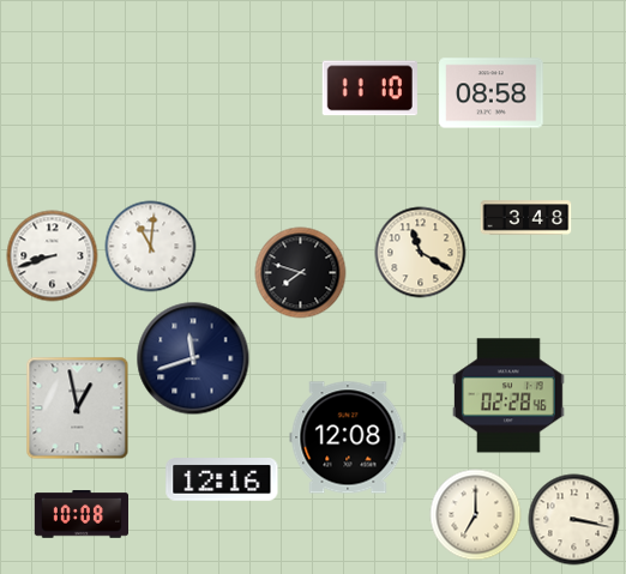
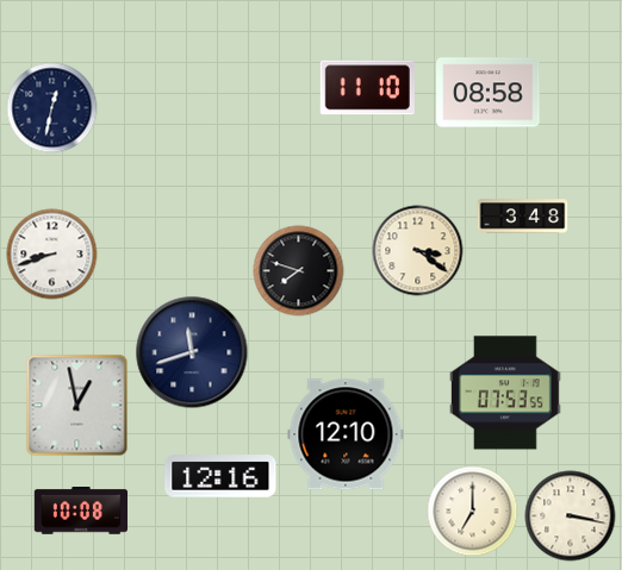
clock at (52, 108): none -> 12:32
clock at (151, 247): 11:01 -> none
clock at (421, 253): 11:20 -> 3:21
clock at (193, 358) position: (193, 358) -> (192, 352)
clock at (510, 395): 02:28 -> 07:53
clock at (348, 437): 12:08 -> 12:10
